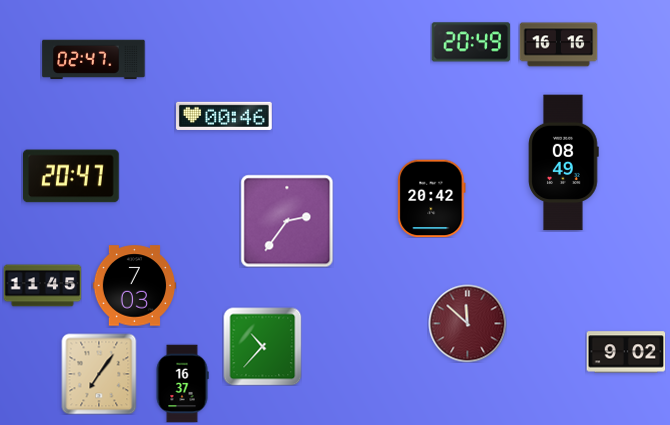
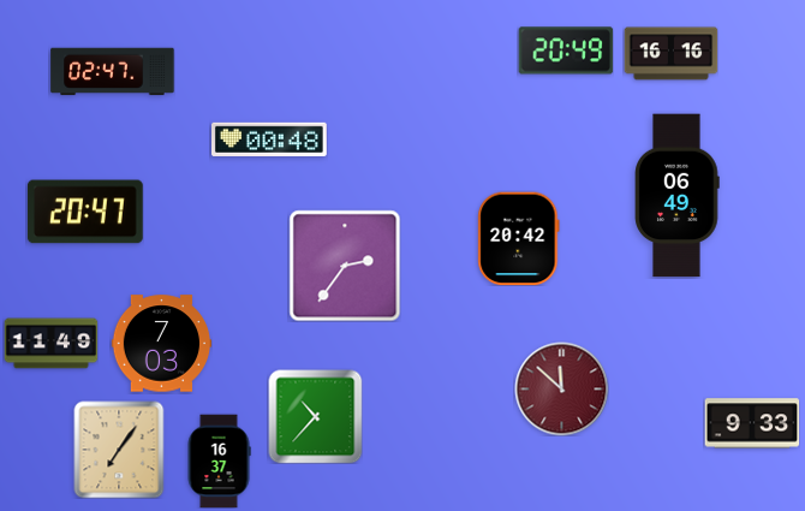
clock at (225, 116): 00:46 -> 00:48
clock at (564, 163): 08:49 -> 06:49
clock at (42, 286): 11:45 -> 11:49
clock at (626, 352): 9:02 -> 9:33
